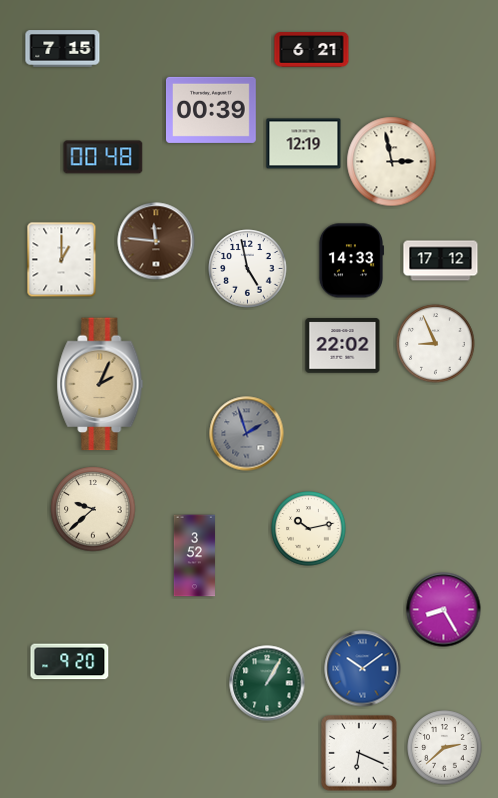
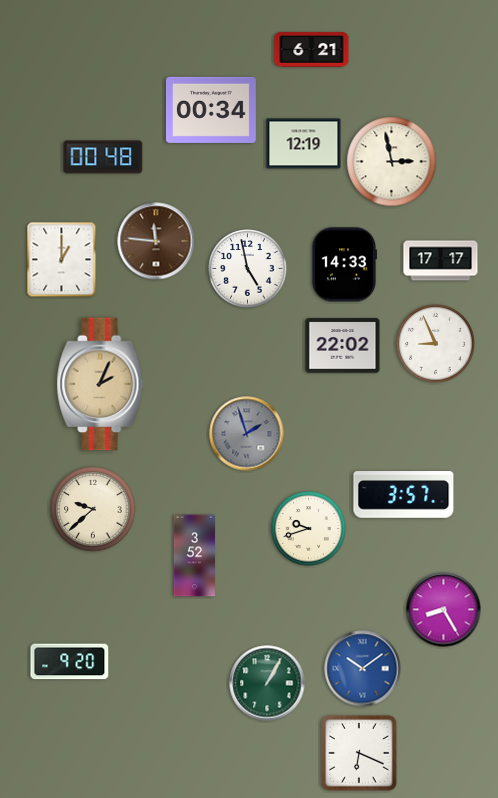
clock at (63, 49): 7:15 -> none
clock at (211, 110): 00:39 -> 00:34
clock at (350, 261) position: (350, 261) -> (343, 265)
clock at (441, 261): 17:12 -> 17:17
clock at (404, 495): none -> 3:57
clock at (309, 529): 10:13 -> 9:42
clock at (445, 748): 2:38 -> none
